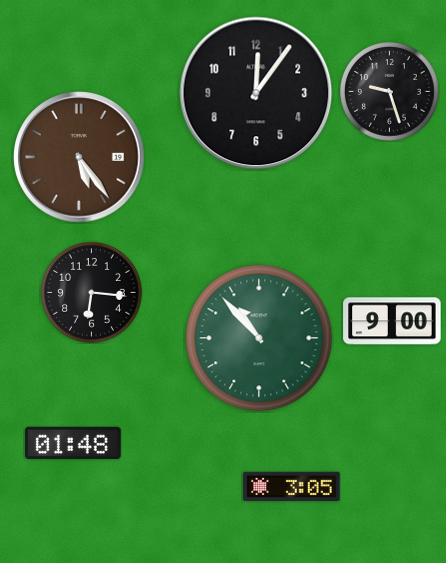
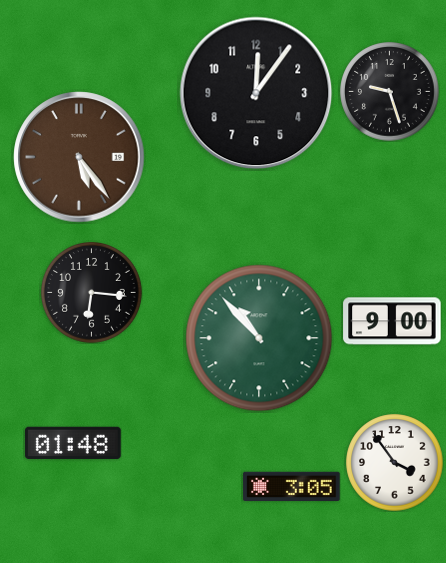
clock at (395, 463): none -> 3:54
